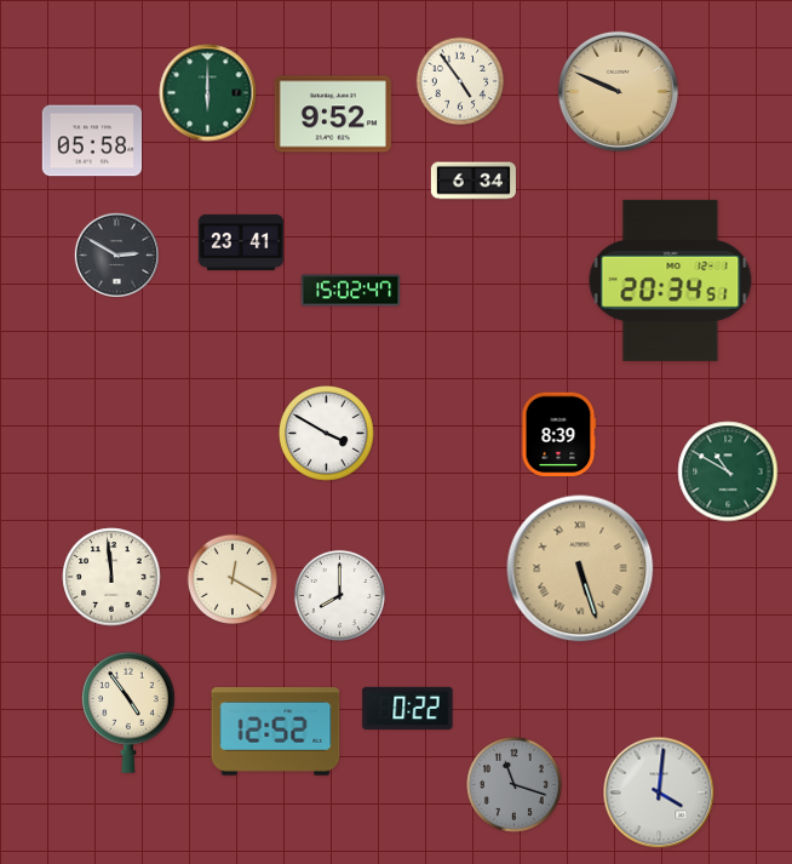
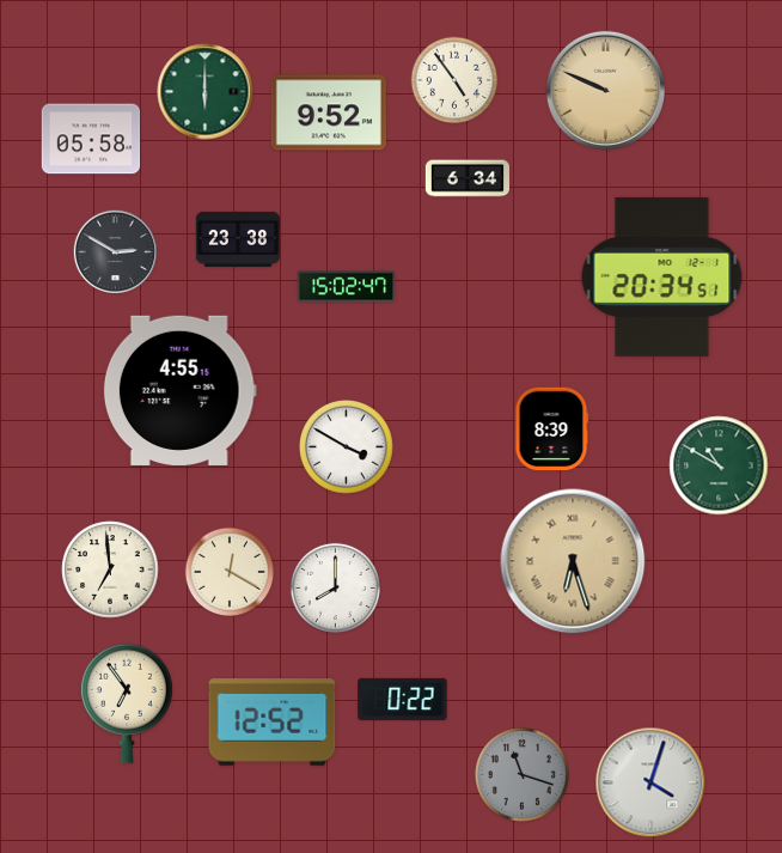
clock at (618, 91) position: (618, 91) -> (605, 90)
clock at (240, 242): 23:41 -> 23:38
clock at (179, 390): none -> 4:55
clock at (327, 434) position: (327, 434) -> (347, 447)
clock at (580, 568): 5:27 -> 6:27
clock at (111, 577): 11:59 -> 6:59
clock at (128, 713): 4:54 -> 6:54
clock at (515, 785) position: (515, 785) -> (523, 775)
clock at (659, 793): 4:01 -> 4:03
